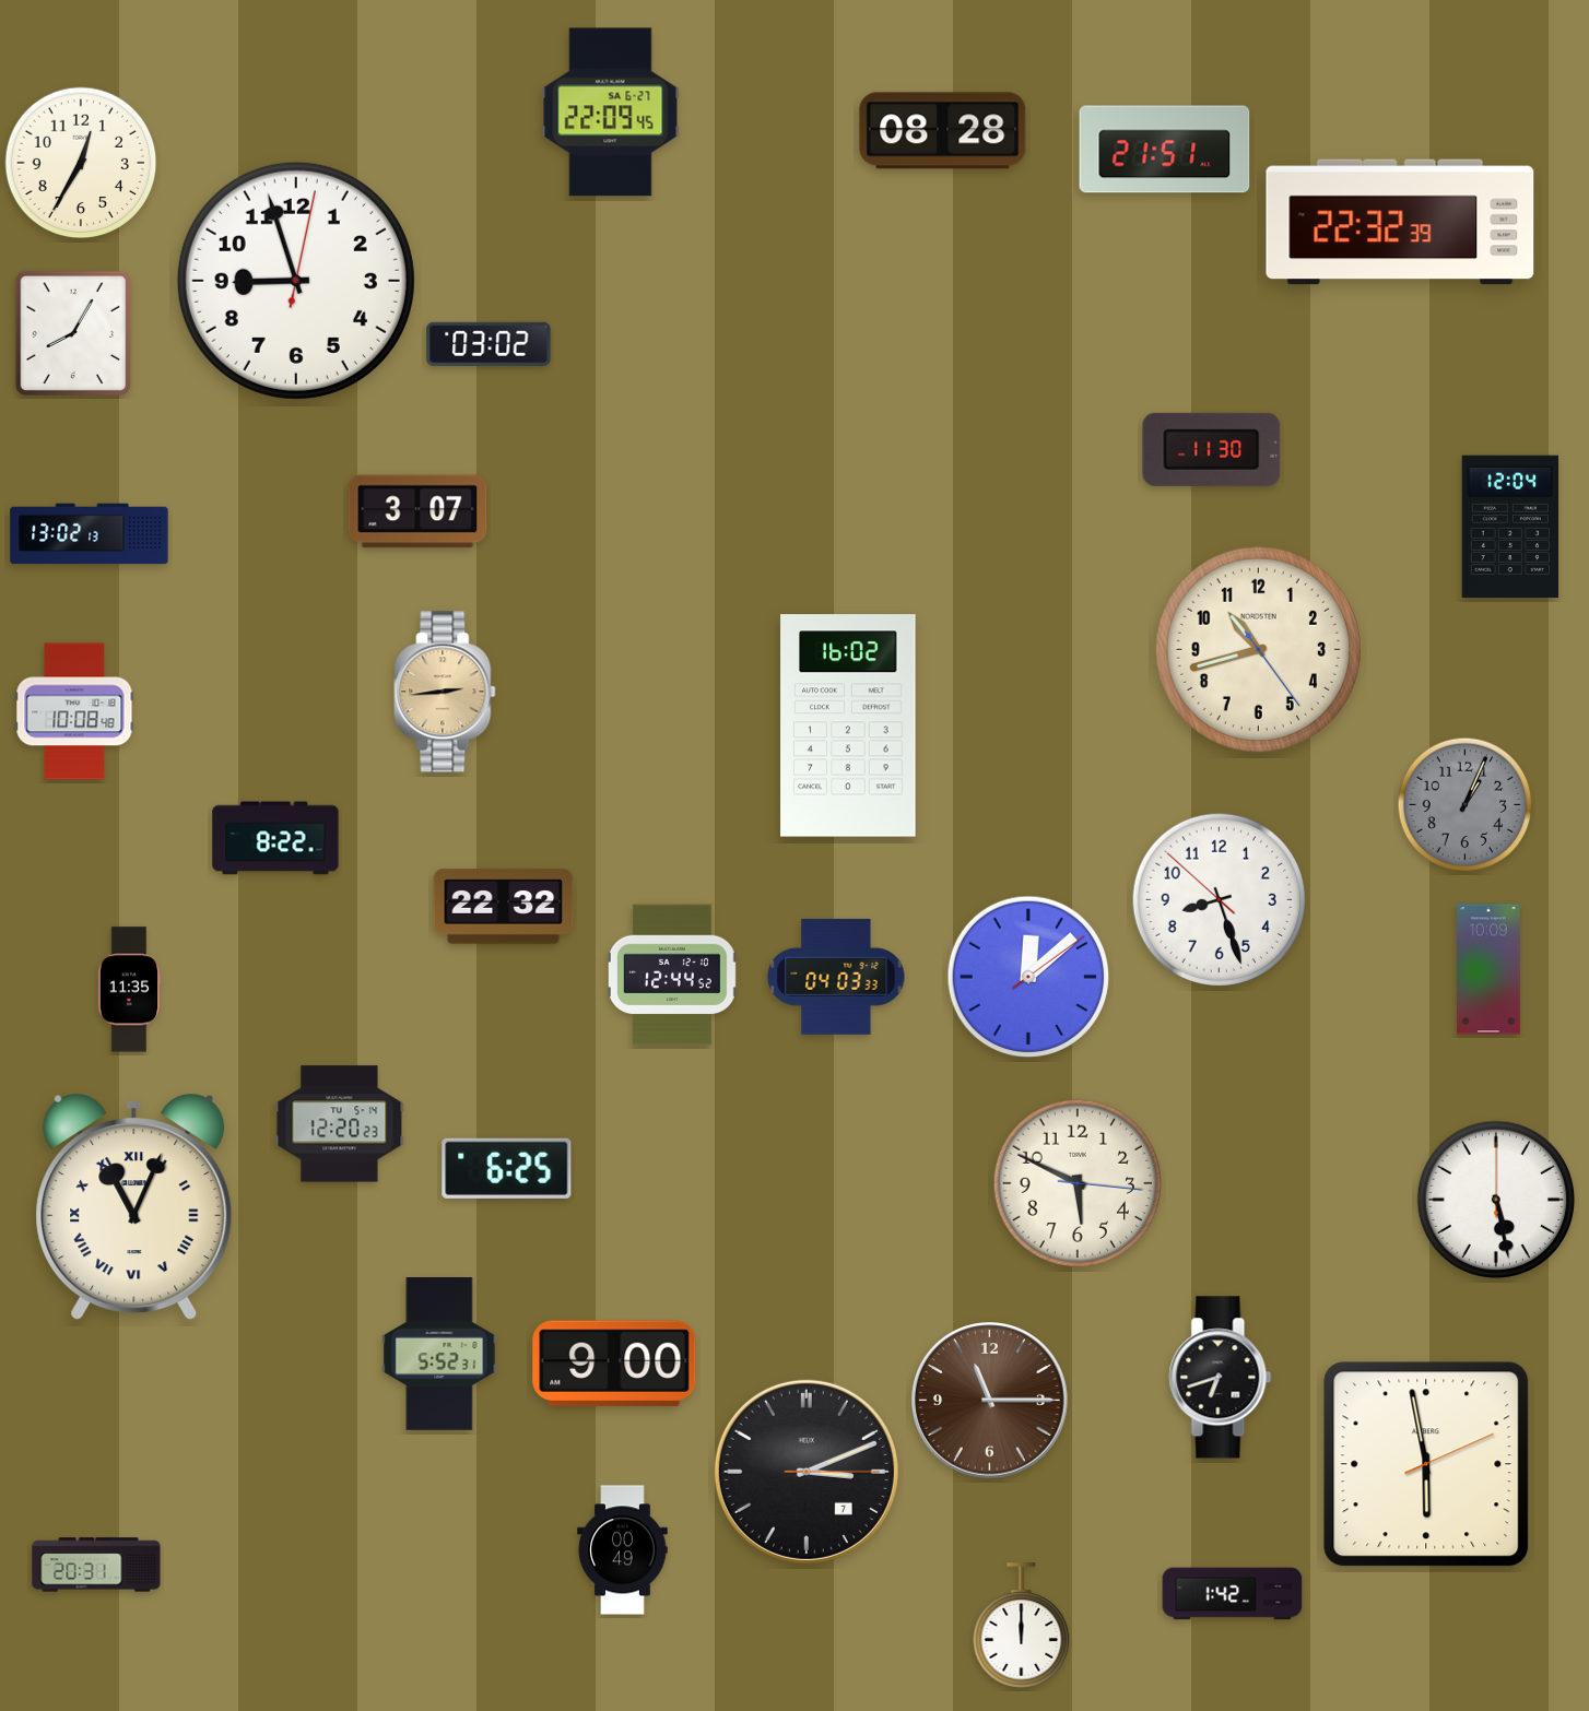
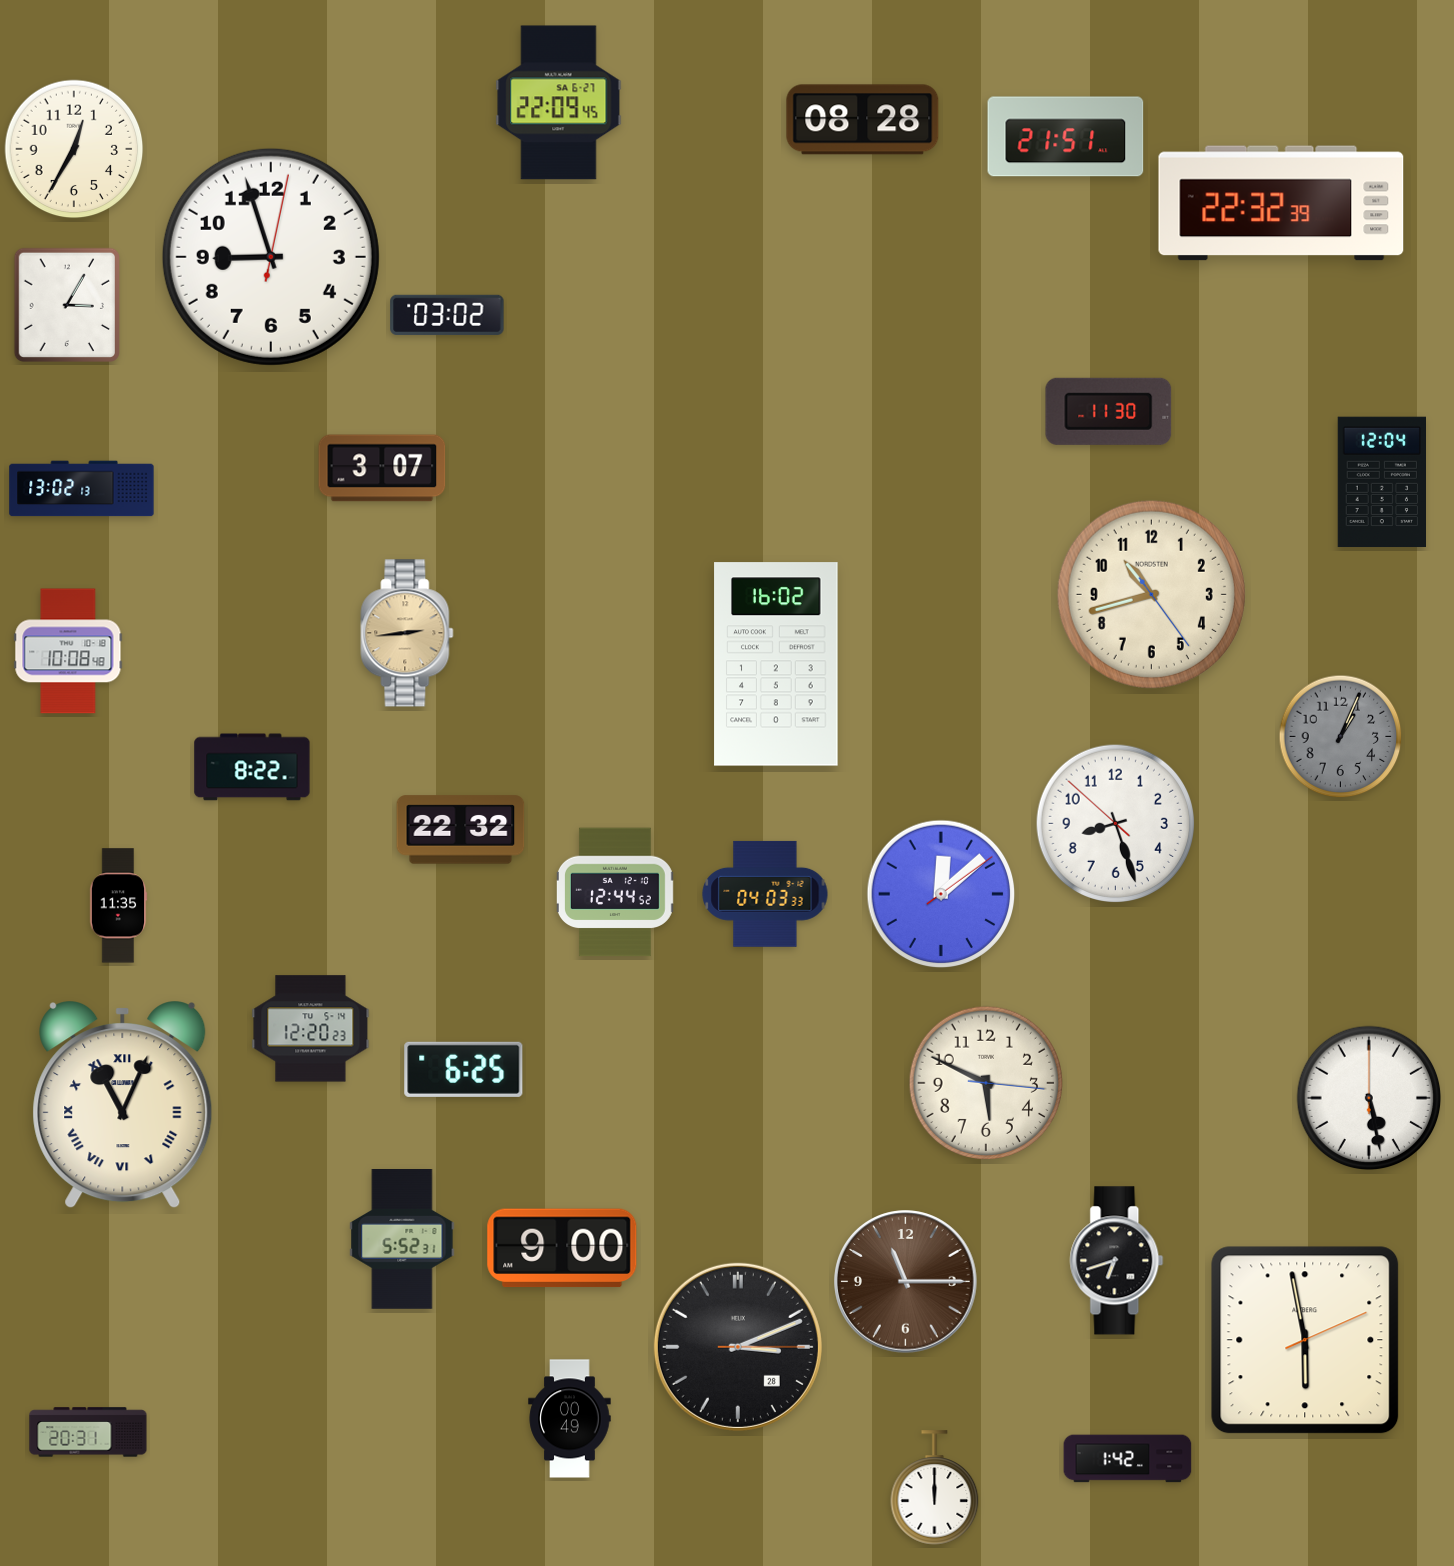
clock at (72, 332): 8:05 -> 3:05
clock at (1490, 969): 10:09 -> none
clock at (807, 1472) date: 7 -> 28
